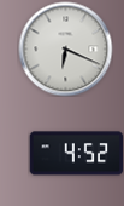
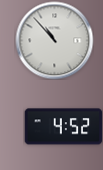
clock at (65, 48): 6:19 -> 10:53
